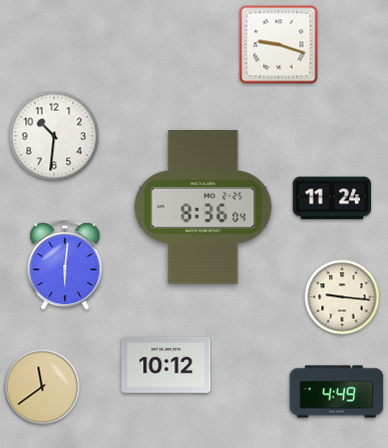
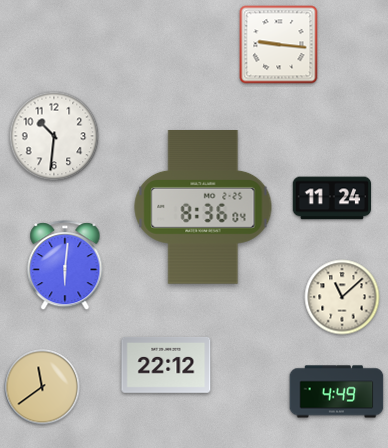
clock at (279, 45): 9:18 -> 9:16
clock at (342, 297): 9:16 -> 11:08
clock at (166, 365): 10:12 -> 22:12
